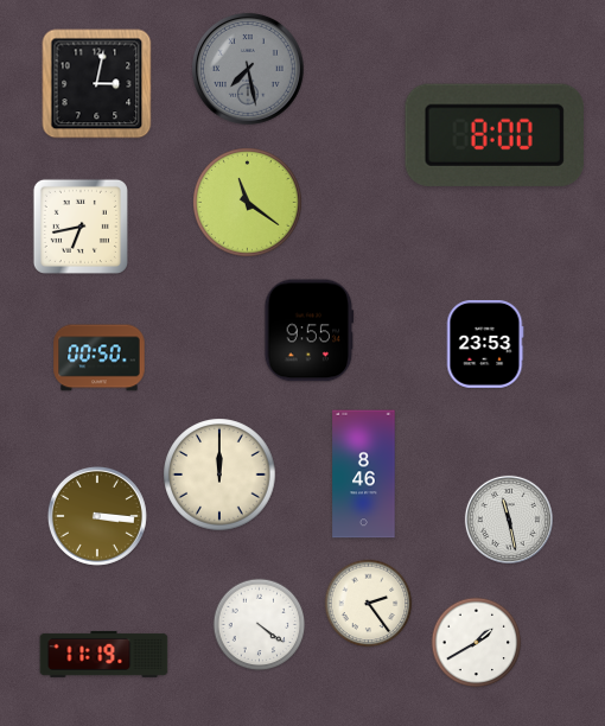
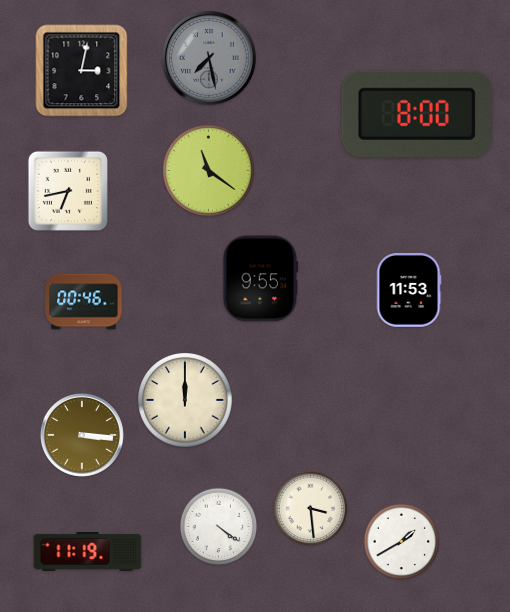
clock at (485, 345): 23:53 -> 11:53
clock at (100, 358): 00:50 -> 00:46
clock at (364, 475): 8:46 -> none
clock at (509, 520): 11:28 -> none
clock at (369, 604): 2:24 -> 3:29
